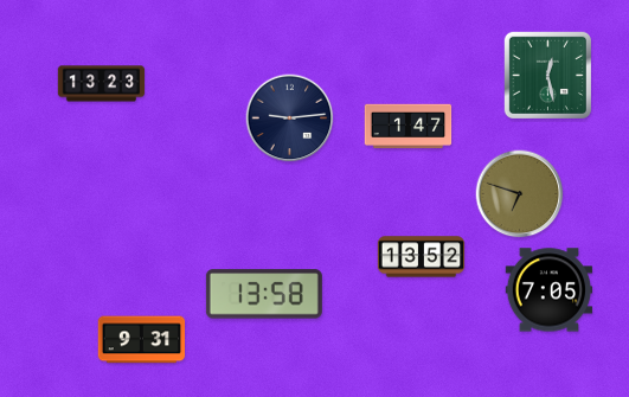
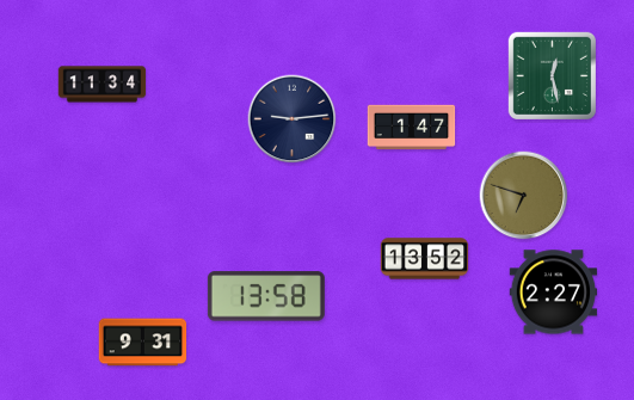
clock at (102, 84): 13:23 -> 11:34
clock at (550, 290): 7:05 -> 2:27
